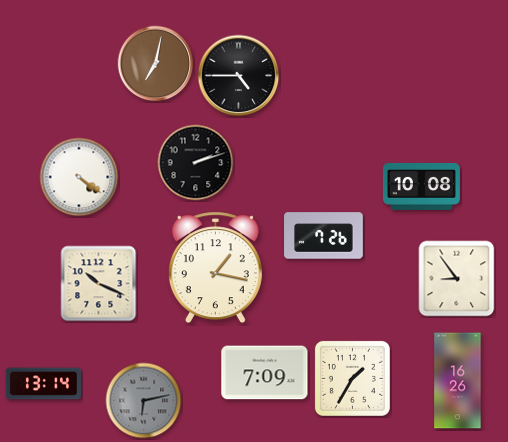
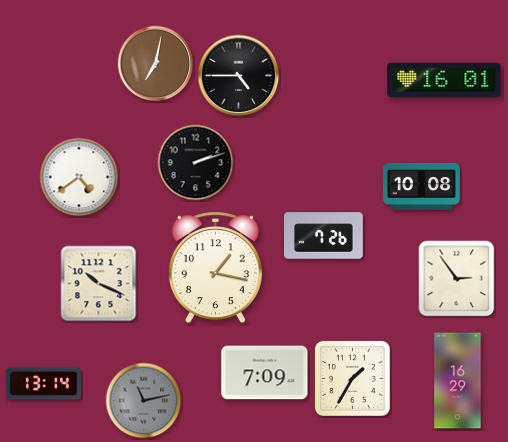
clock at (444, 79): none -> 16:01
clock at (79, 177): 4:21 -> 4:39
clock at (457, 279): 8:54 -> 2:54
clock at (458, 381): 16:26 -> 16:29
clock at (144, 401): 6:13 -> 11:13
